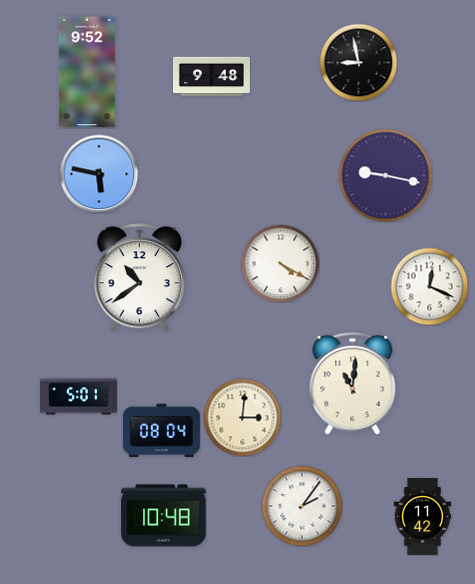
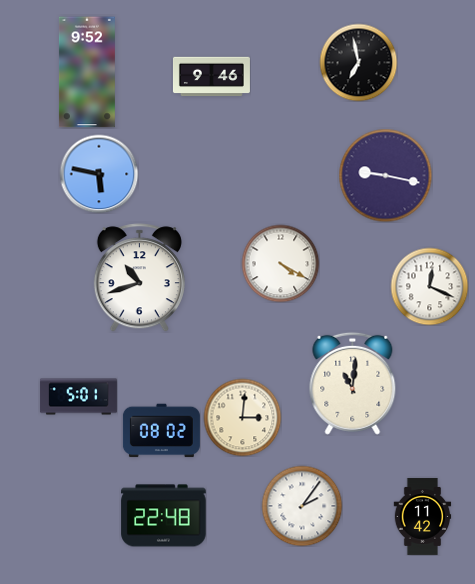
clock at (358, 62): 8:58 -> 6:58
clock at (211, 77): 9:48 -> 9:46
clock at (139, 278): 10:39 -> 10:42
clock at (161, 431): 08:04 -> 08:02
clock at (164, 516): 10:48 -> 22:48
